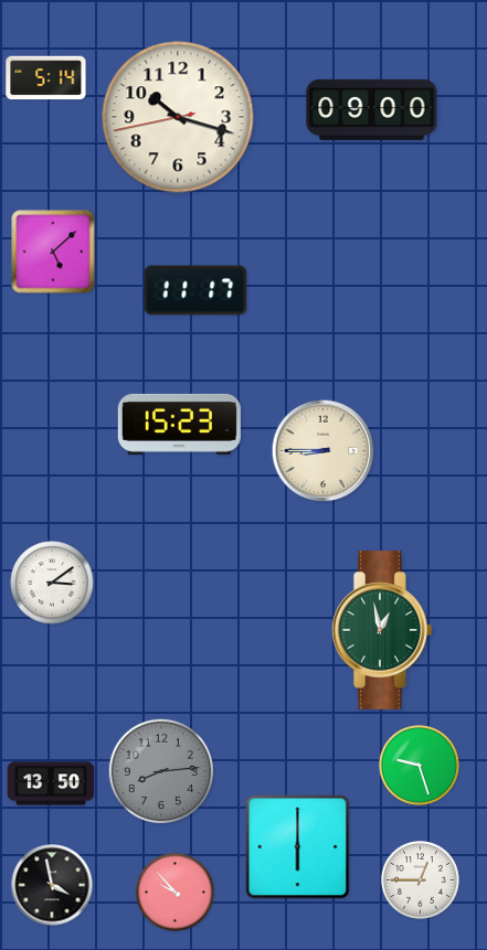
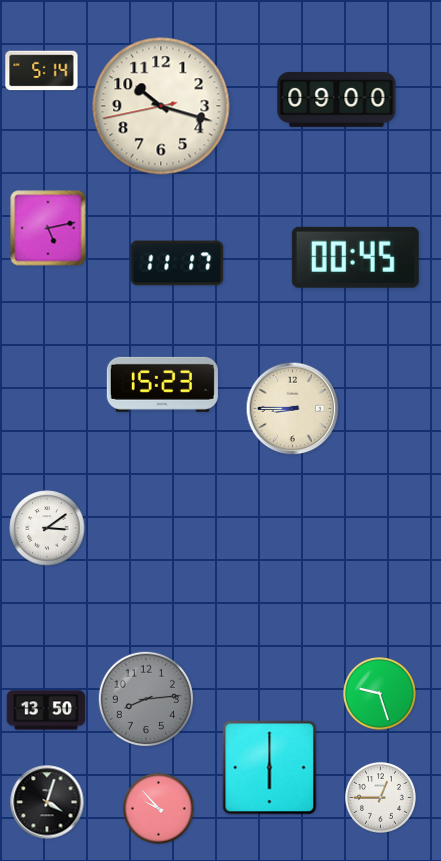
clock at (53, 252): 5:08 -> 5:13
clock at (355, 257): none -> 00:45
clock at (383, 631): 12:58 -> none
clock at (52, 885): 3:58 -> 4:03
